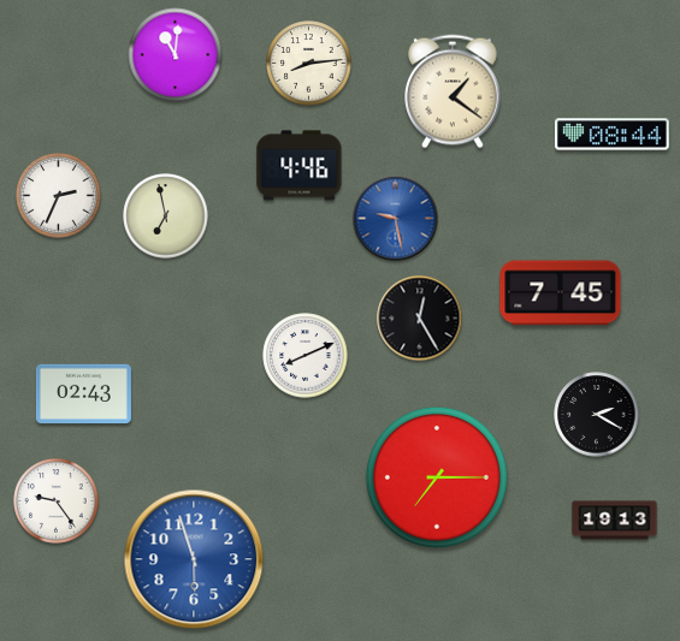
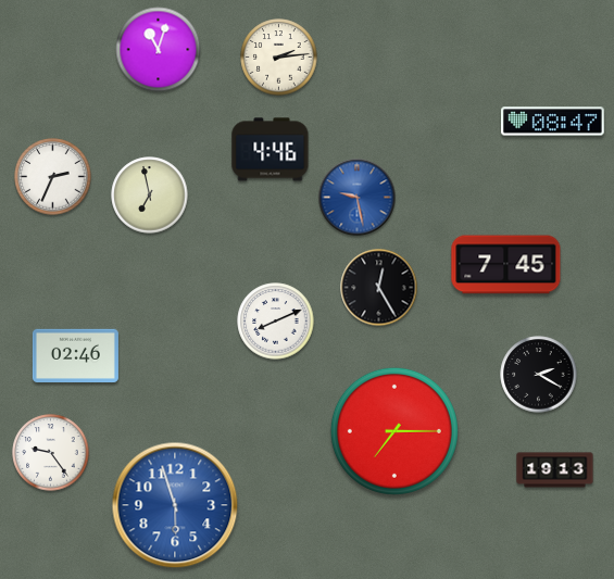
clock at (176, 55): 11:01 -> 11:03
clock at (309, 64): 8:14 -> 2:14
clock at (454, 91): 1:21 -> none
clock at (613, 135): 08:44 -> 08:47
clock at (83, 393): 02:43 -> 02:46
